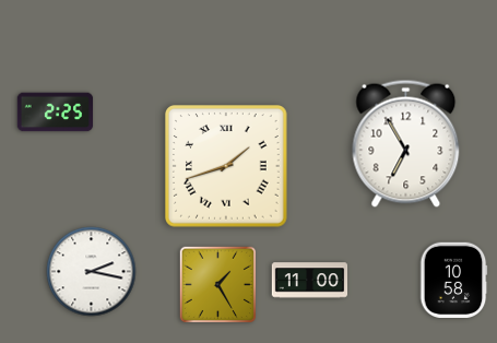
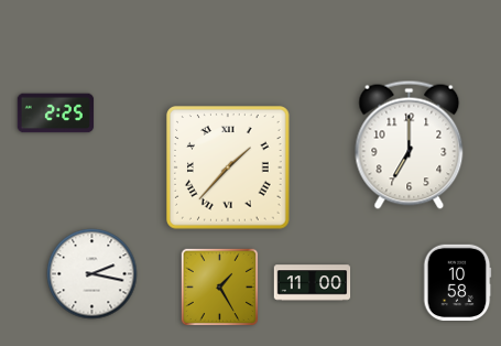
clock at (406, 143): 6:55 -> 7:00
clock at (227, 167): 1:42 -> 1:37
